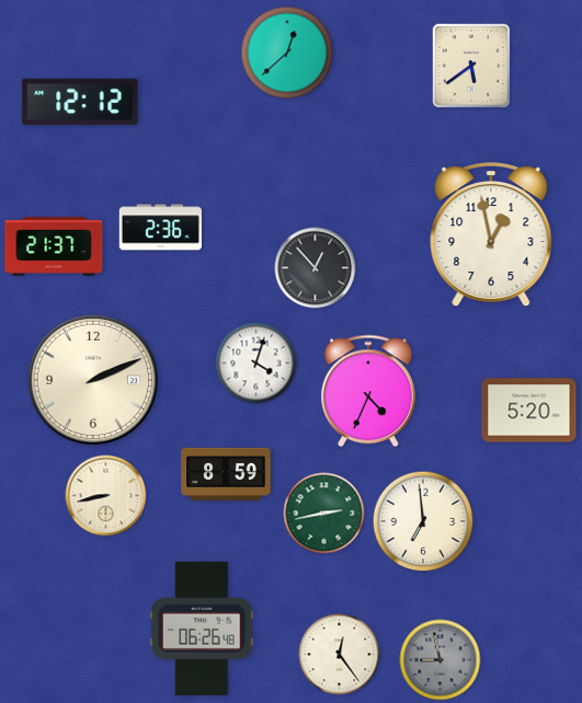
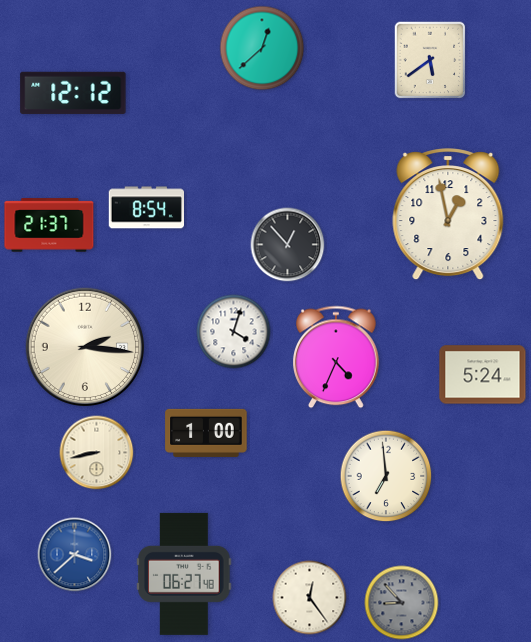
clock at (160, 228): 2:36 -> 8:54
clock at (93, 380): 2:11 -> 2:16
clock at (529, 411): 5:20 -> 5:24
clock at (226, 474): 8:59 -> 1:00
clock at (324, 514): 2:43 -> none
clock at (75, 555): none -> 3:38
clock at (202, 629): 06:26 -> 06:27
clock at (441, 660): 8:58 -> 8:53
